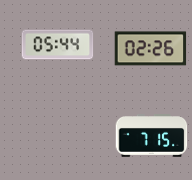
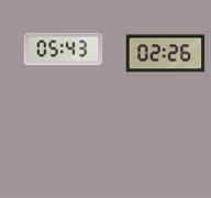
clock at (58, 45): 05:44 -> 05:43
clock at (152, 136): 7:15 -> none
